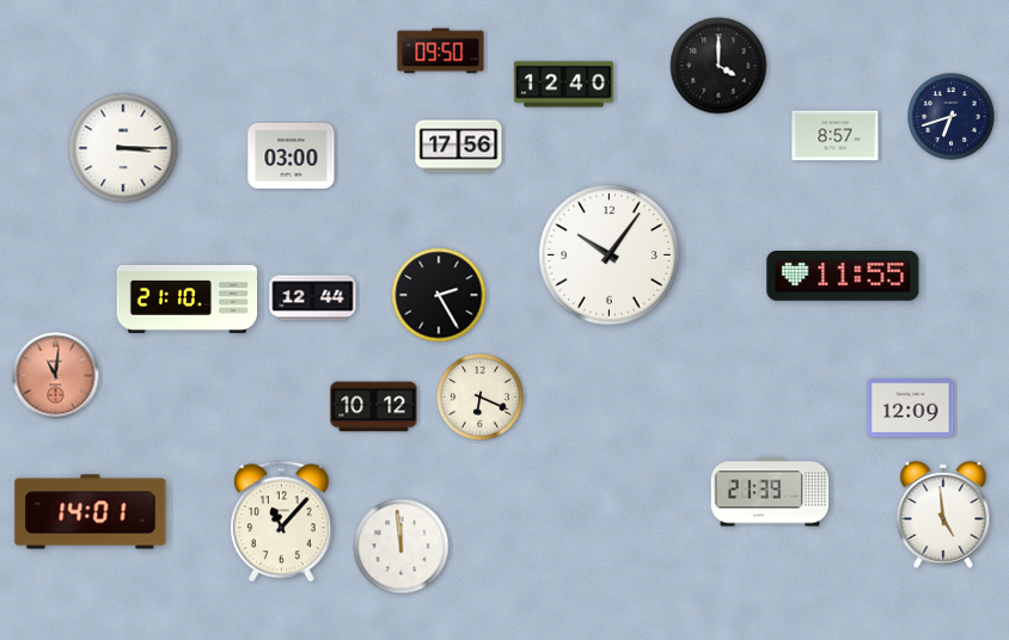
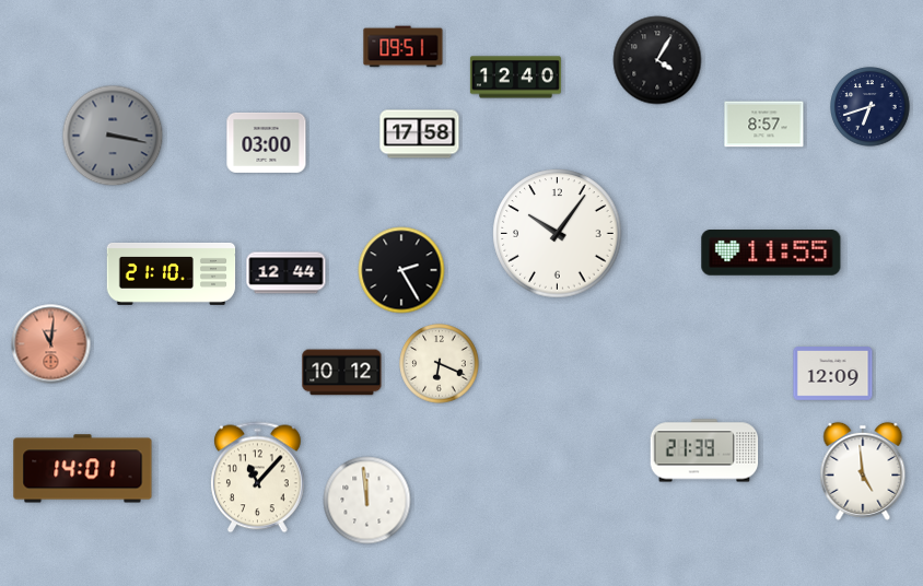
clock at (441, 51): 09:50 -> 09:51
clock at (718, 66): 4:00 -> 4:05
clock at (459, 147): 17:56 -> 17:58
clock at (123, 148): 3:15 -> 3:17
clock at (123, 148) dial: white -> grey
